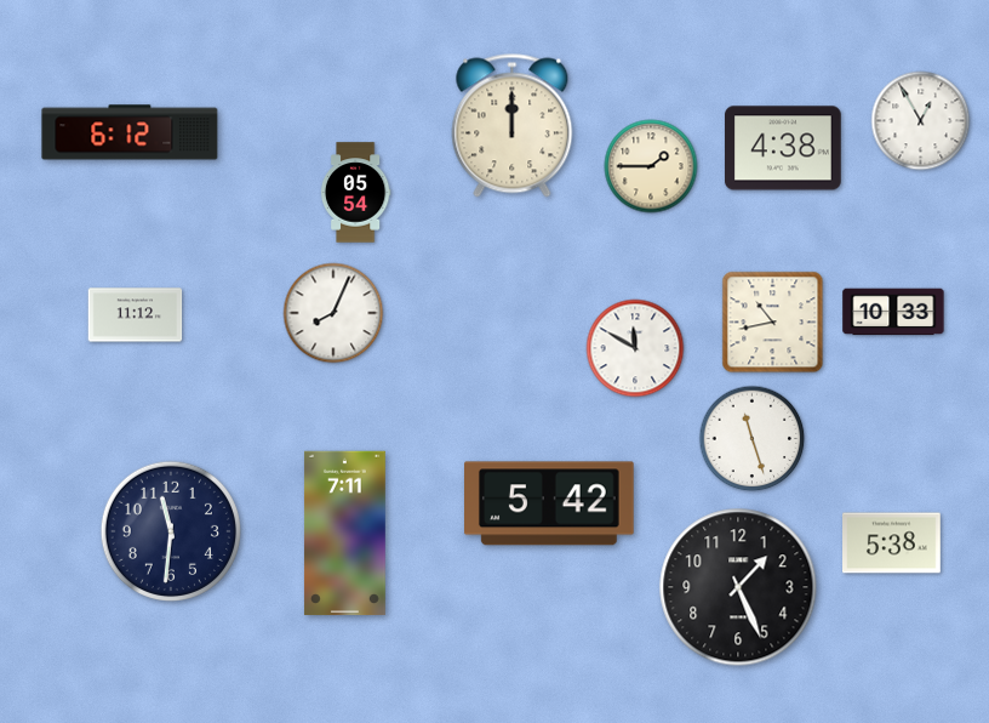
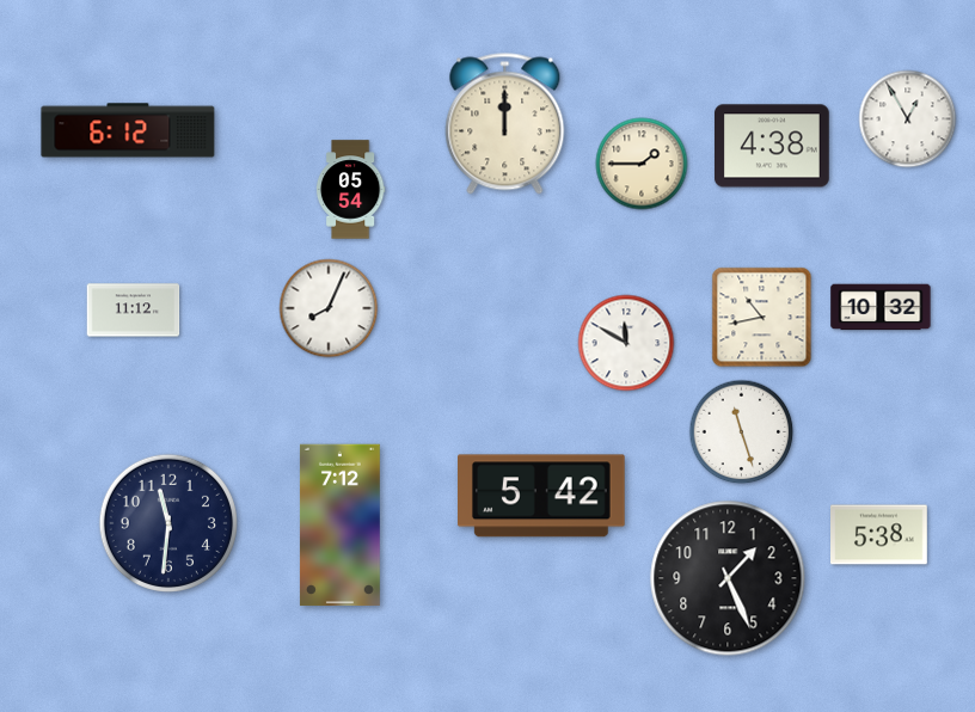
clock at (893, 312): 10:33 -> 10:32
clock at (344, 534): 7:11 -> 7:12
